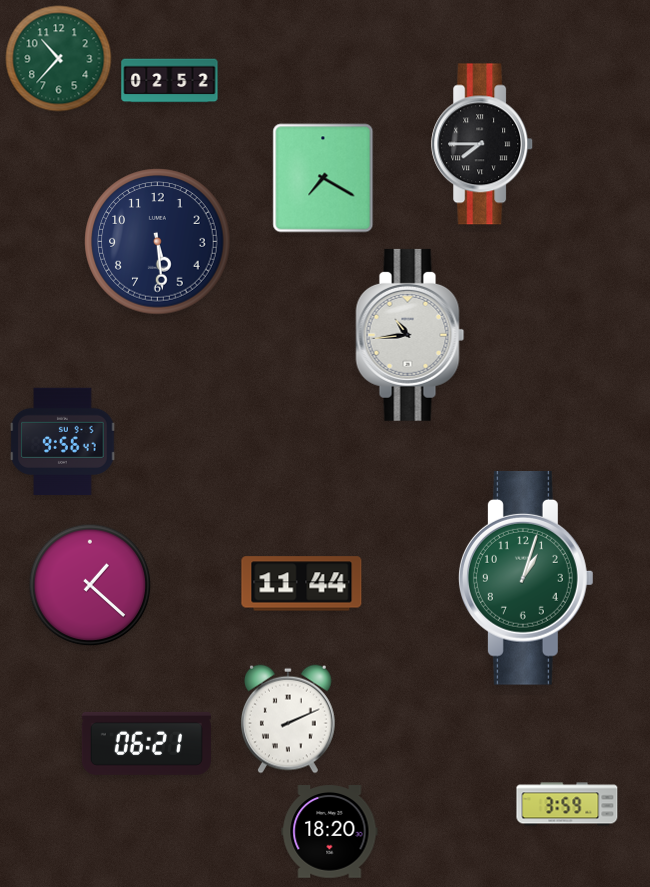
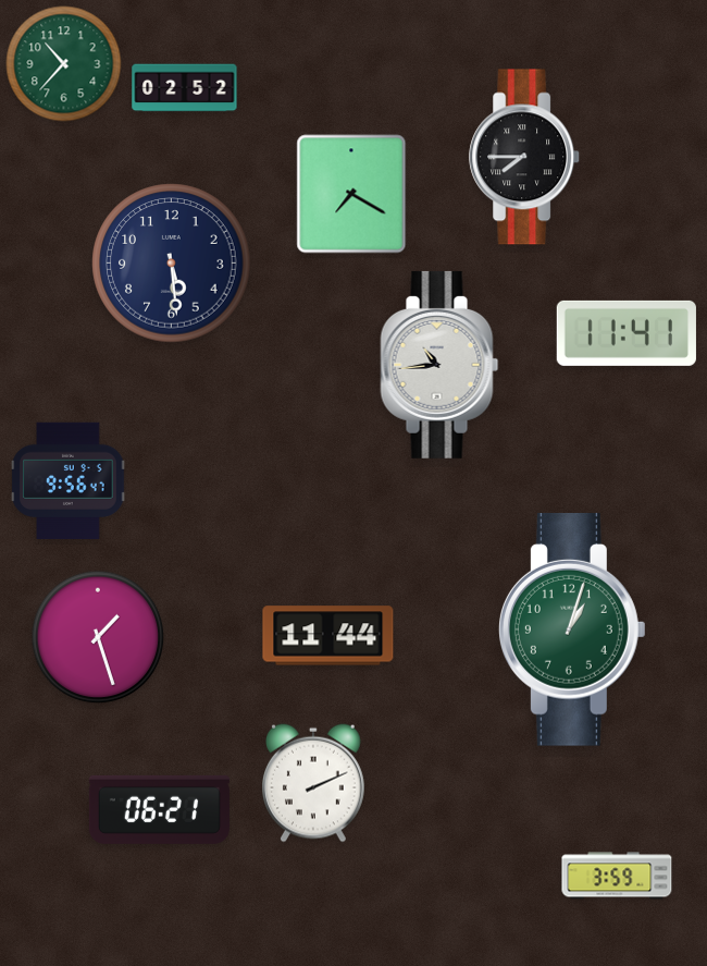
clock at (627, 333): none -> 11:41
clock at (410, 335) position: (410, 335) -> (439, 365)
clock at (90, 585): 1:22 -> 1:27
clock at (330, 832): 18:20 -> none
